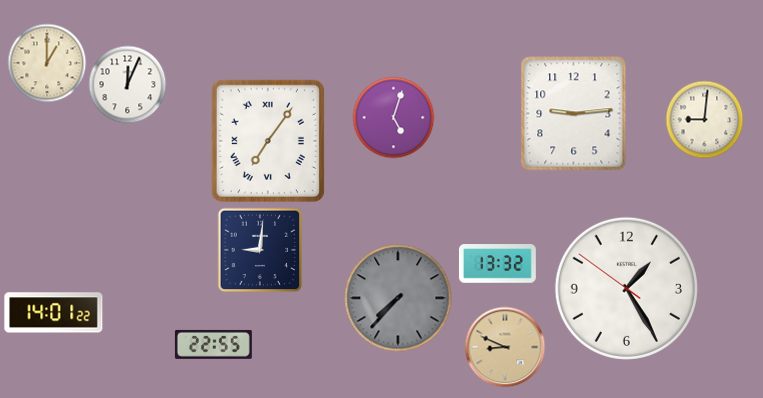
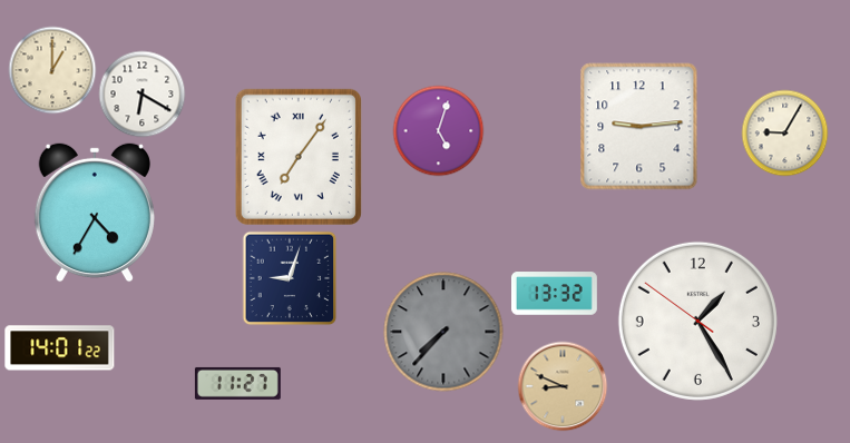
clock at (127, 84): 12:04 -> 6:20
clock at (704, 119): 9:01 -> 9:05
clock at (95, 213): none -> 4:35
clock at (260, 250): 9:01 -> 9:03
clock at (213, 344): 22:55 -> 11:27
